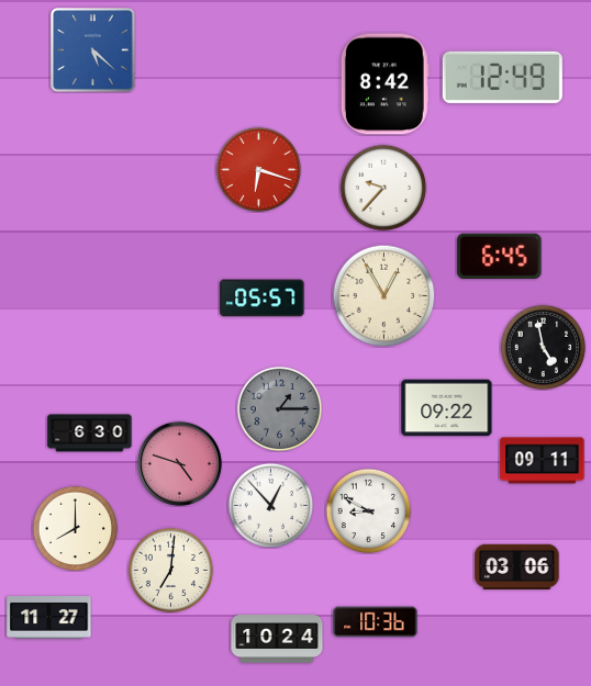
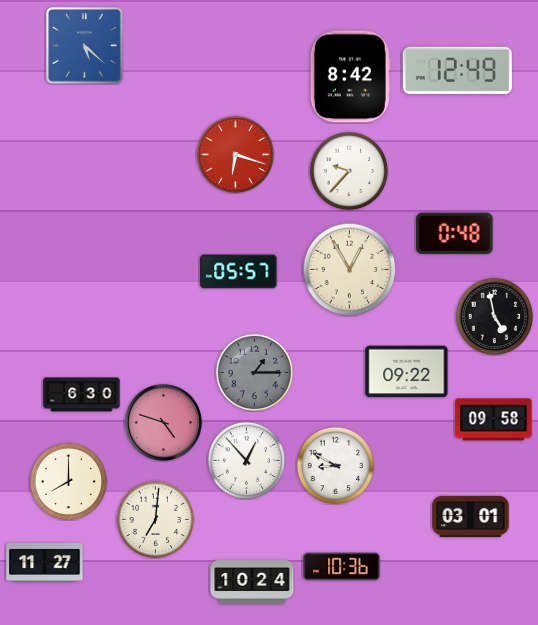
clock at (500, 256): 6:45 -> 0:48
clock at (543, 461): 09:11 -> 09:58
clock at (517, 567): 03:06 -> 03:01
